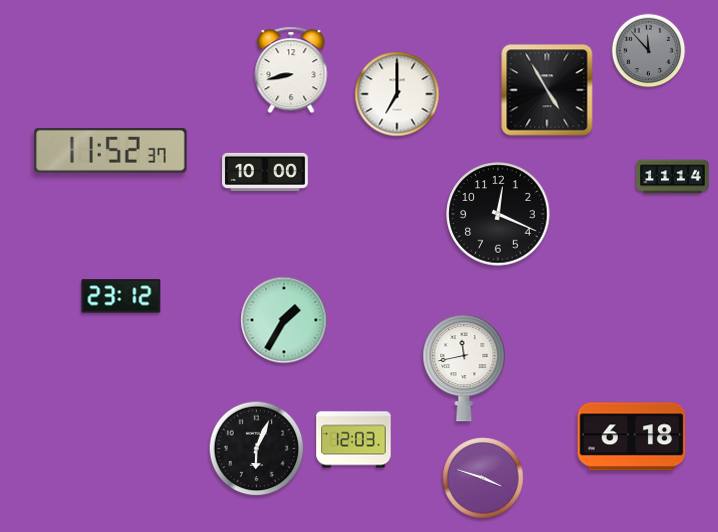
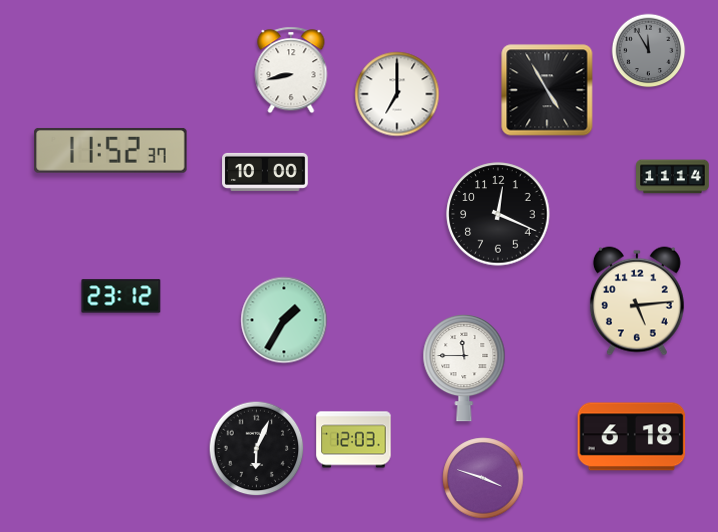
clock at (649, 51): 11:53 -> 11:55
clock at (637, 301): none -> 5:14
clock at (464, 368): 11:43 -> 11:45
